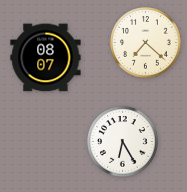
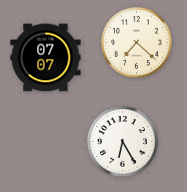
clock at (146, 43) position: (146, 43) -> (137, 43)
clock at (46, 58): 08:07 -> 07:07
